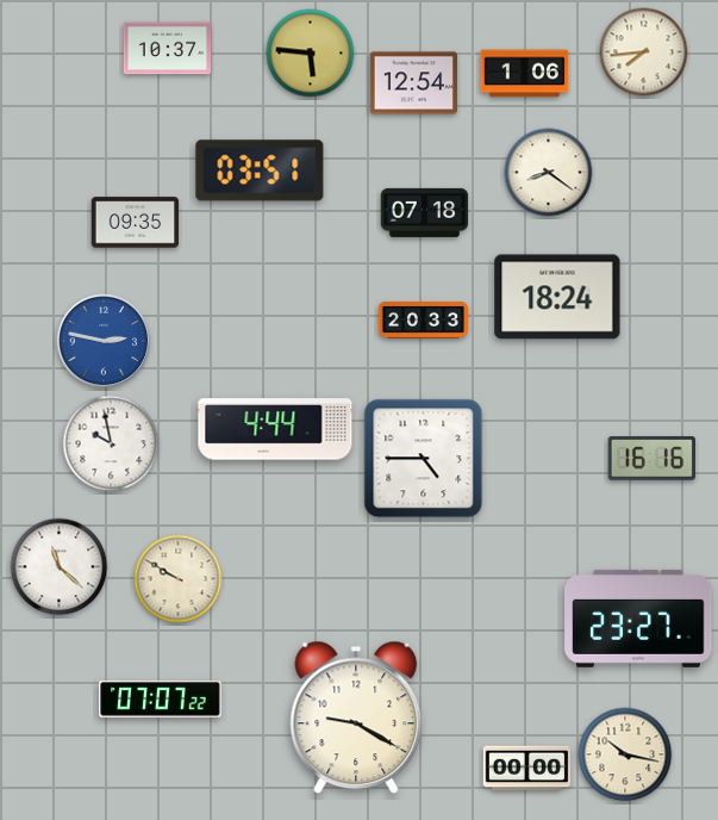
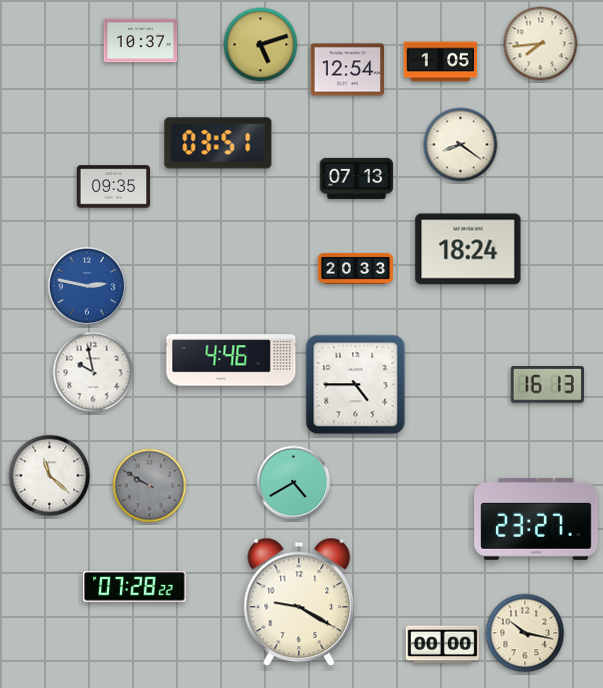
clock at (311, 54): 5:46 -> 5:12
clock at (525, 74): 1:06 -> 1:05
clock at (425, 212): 07:18 -> 07:13
clock at (275, 429): 4:44 -> 4:46
clock at (651, 459): 16:16 -> 16:13
clock at (294, 483): none -> 4:40
clock at (179, 579) dial: cream -> grey
clock at (161, 700): 07:07 -> 07:28
